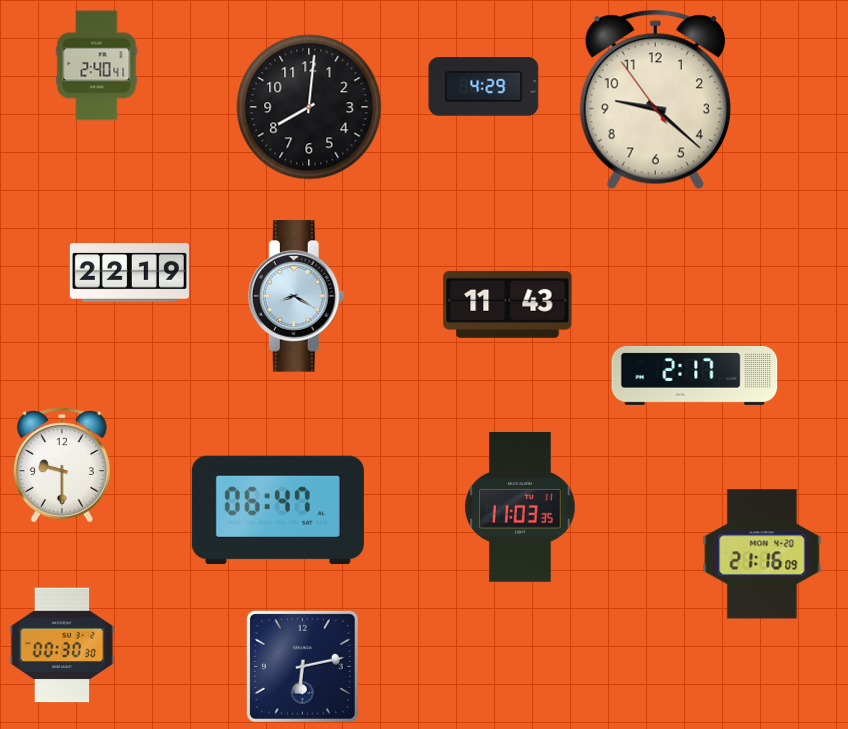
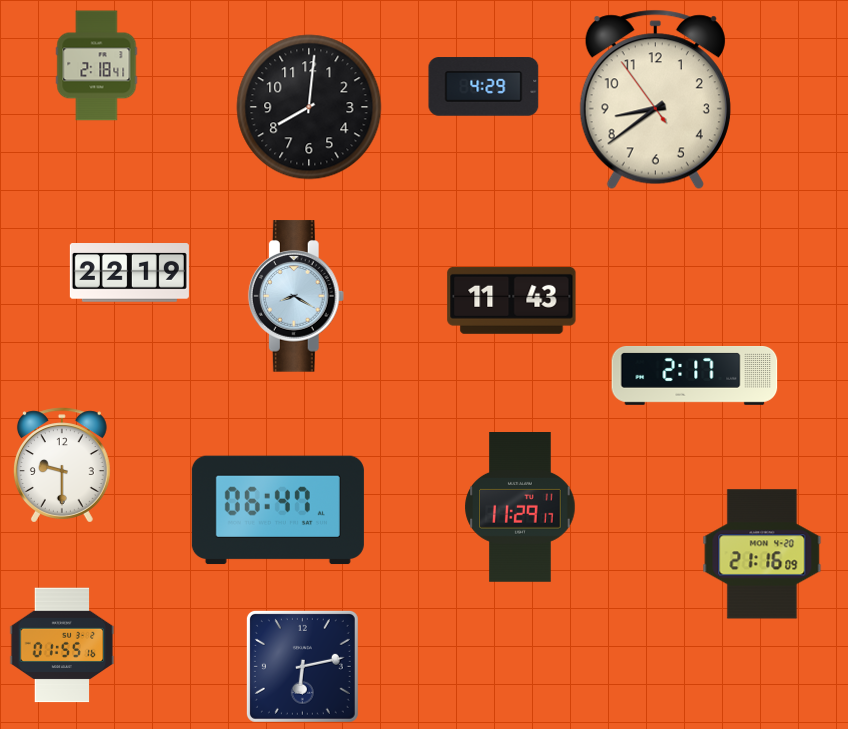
clock at (97, 66): 2:40 -> 2:18
clock at (655, 100): 9:21 -> 8:38
clock at (508, 304) position: (508, 304) -> (512, 300)
clock at (520, 508): 11:03 -> 11:29
clock at (62, 645): 00:30 -> 01:55
